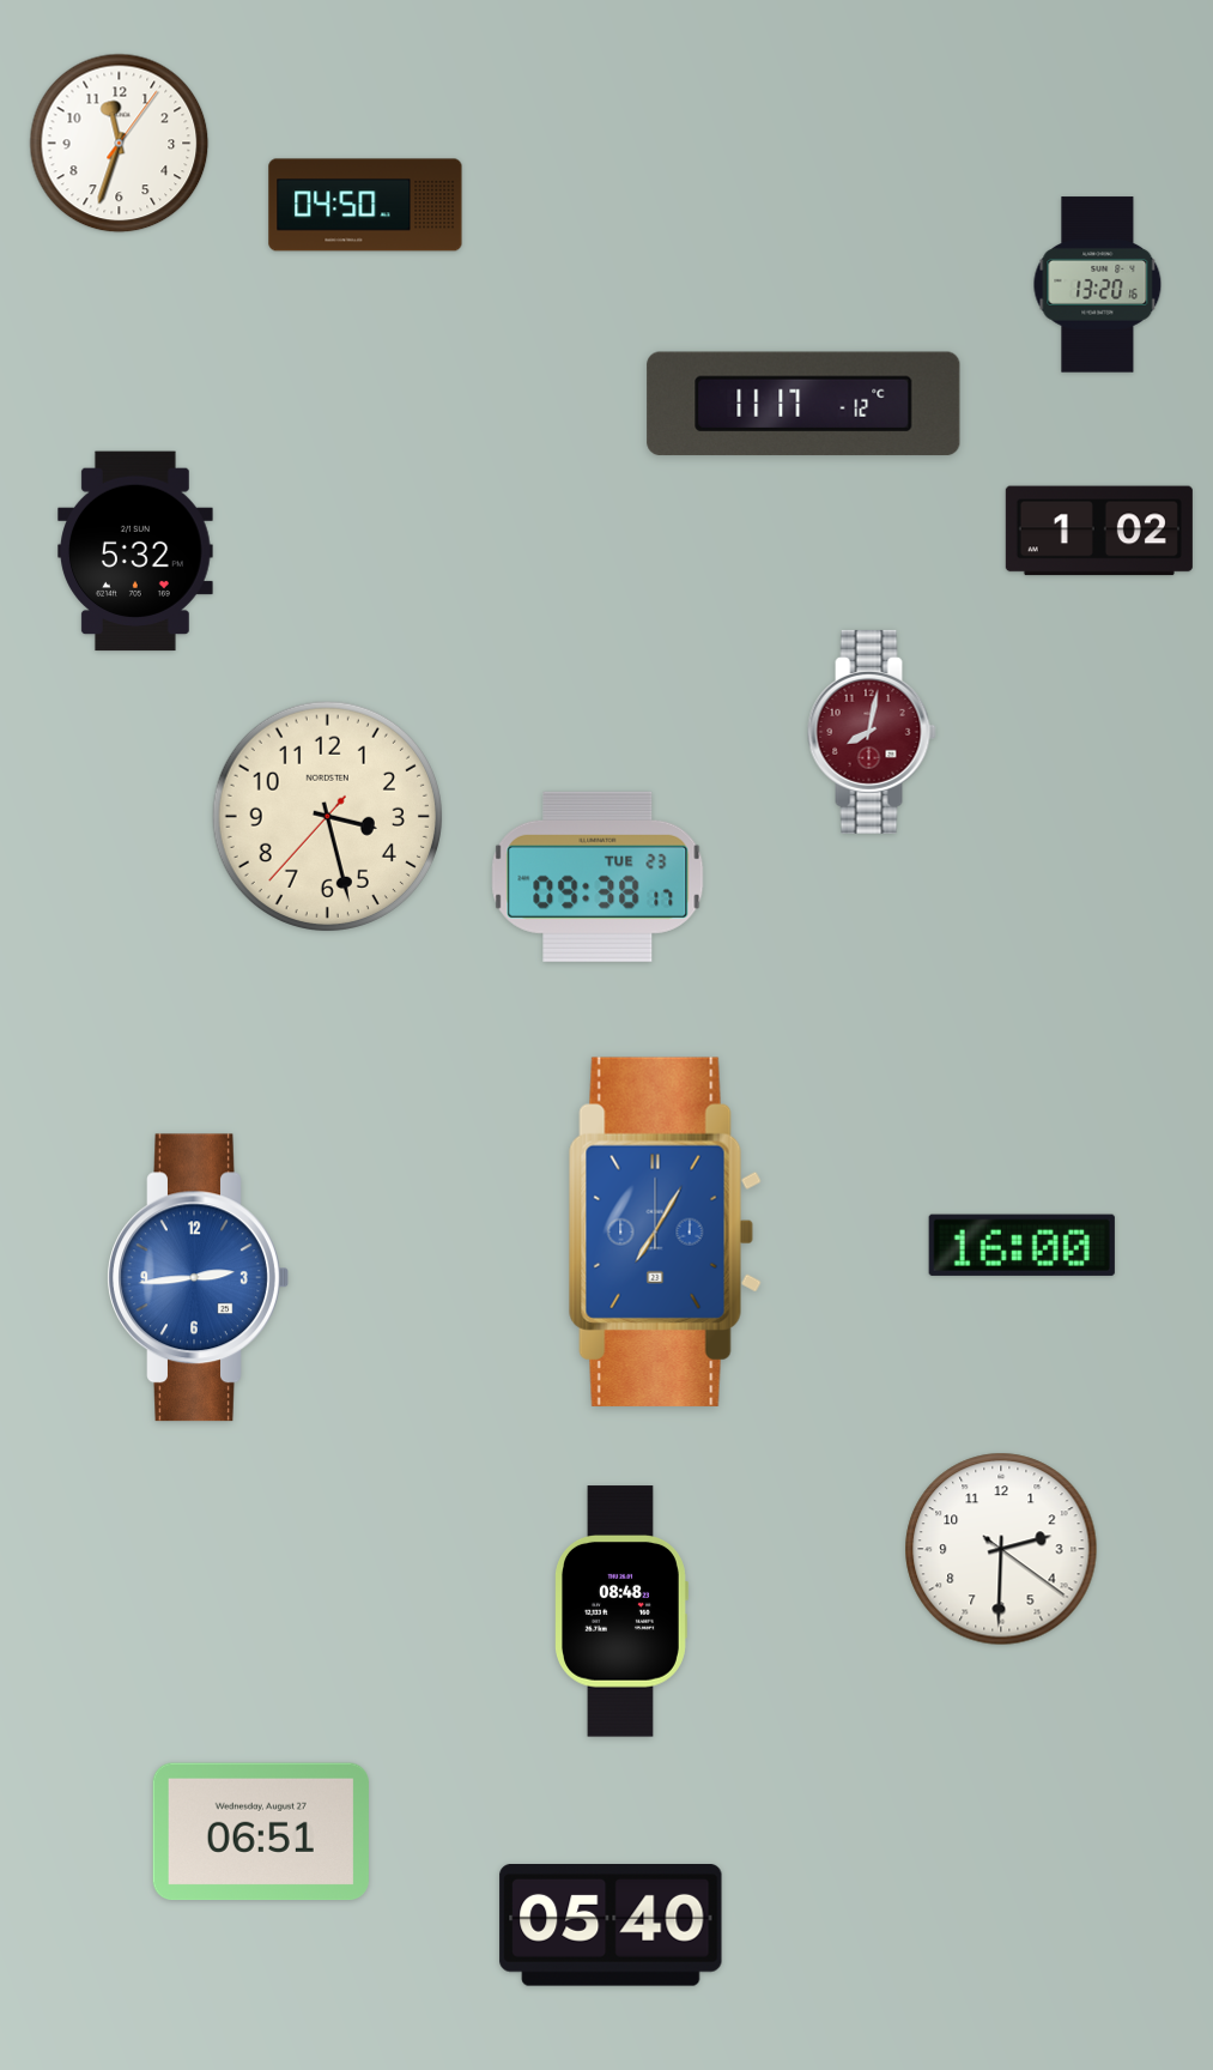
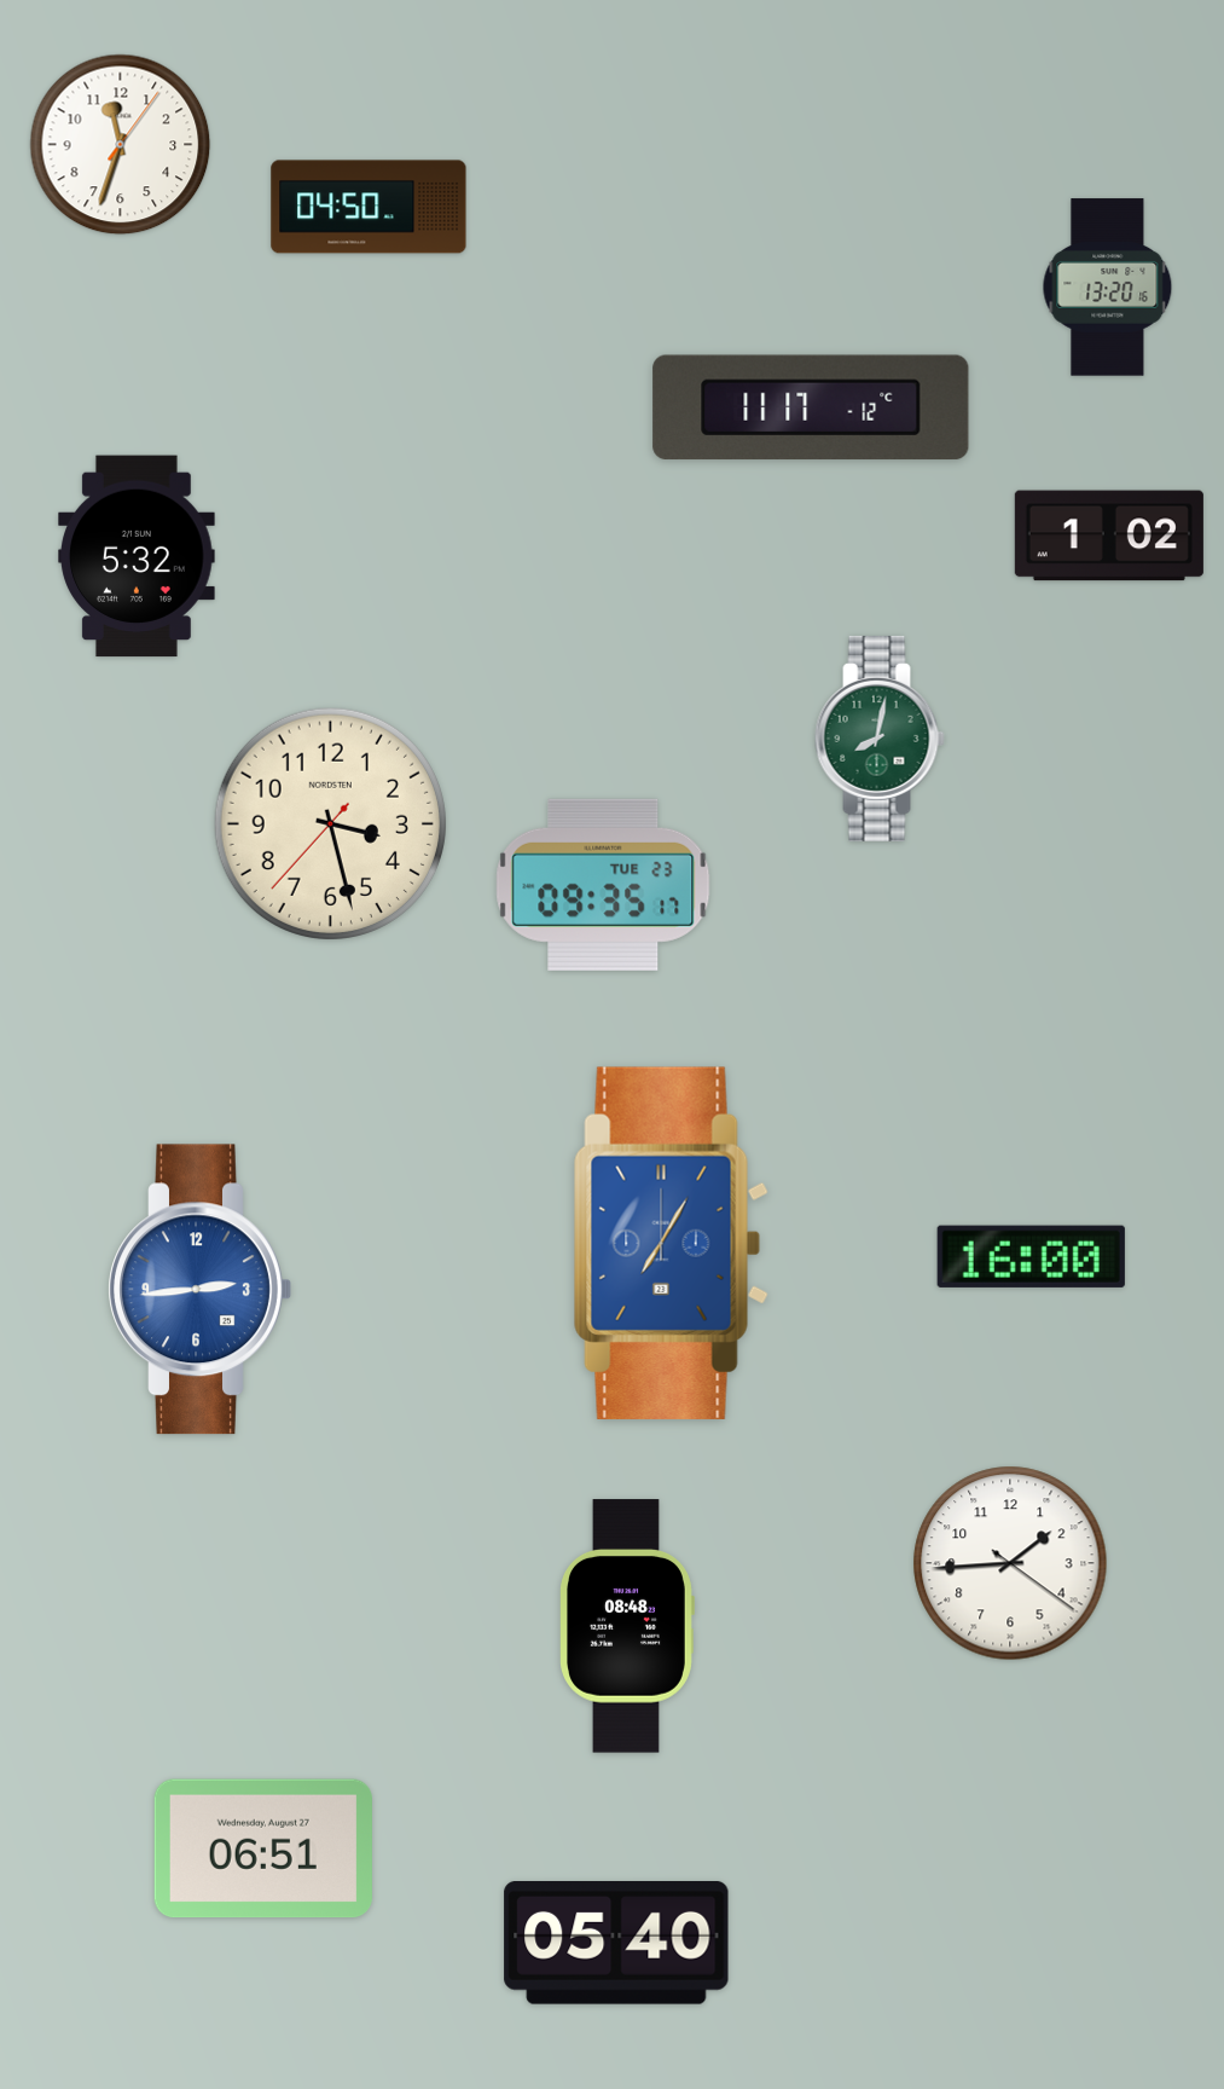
clock at (872, 732) dial: burgundy -> green
clock at (598, 877): 09:38 -> 09:35
clock at (1001, 1549): 2:30 -> 1:44
